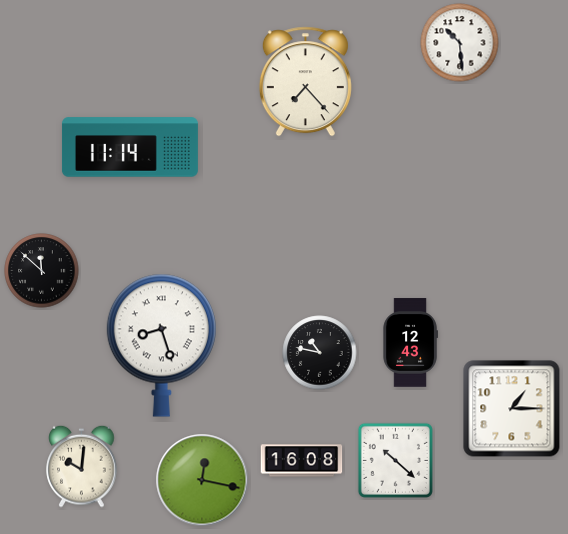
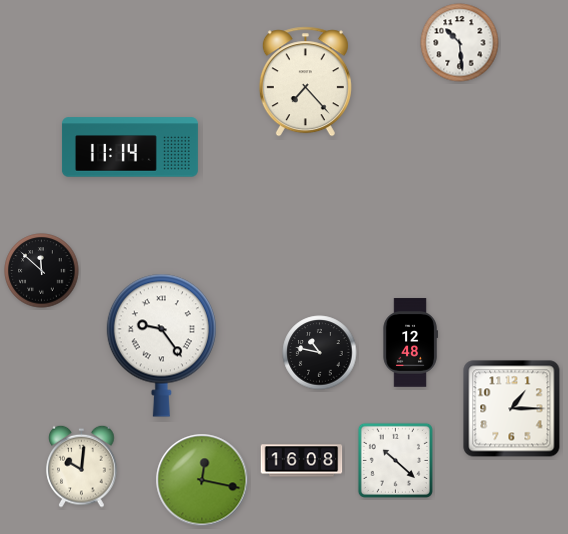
clock at (410, 343): 12:43 -> 12:48
clock at (161, 345): 8:27 -> 9:24
